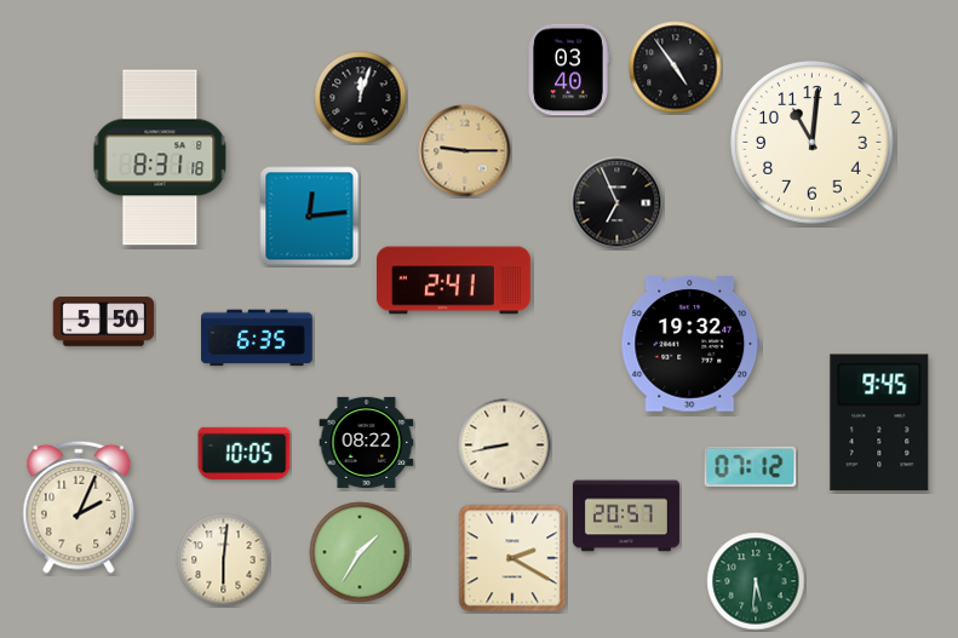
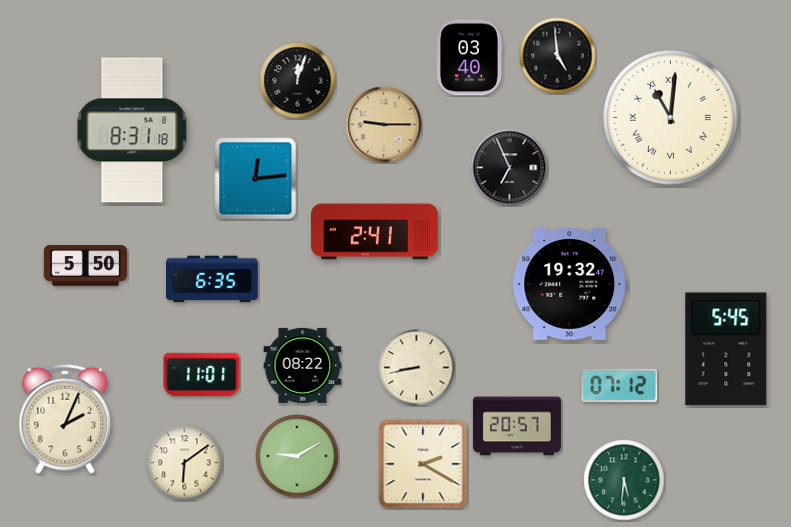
clock at (676, 68): 4:54 -> 4:59
clock at (813, 143) numerals: Arabic -> Roman
clock at (879, 423): 9:45 -> 5:45
clock at (245, 453): 10:05 -> 11:01
clock at (360, 552): 1:35 -> 9:10
clock at (512, 558) position: (512, 558) -> (423, 464)
clock at (224, 561): 6:01 -> 6:09
